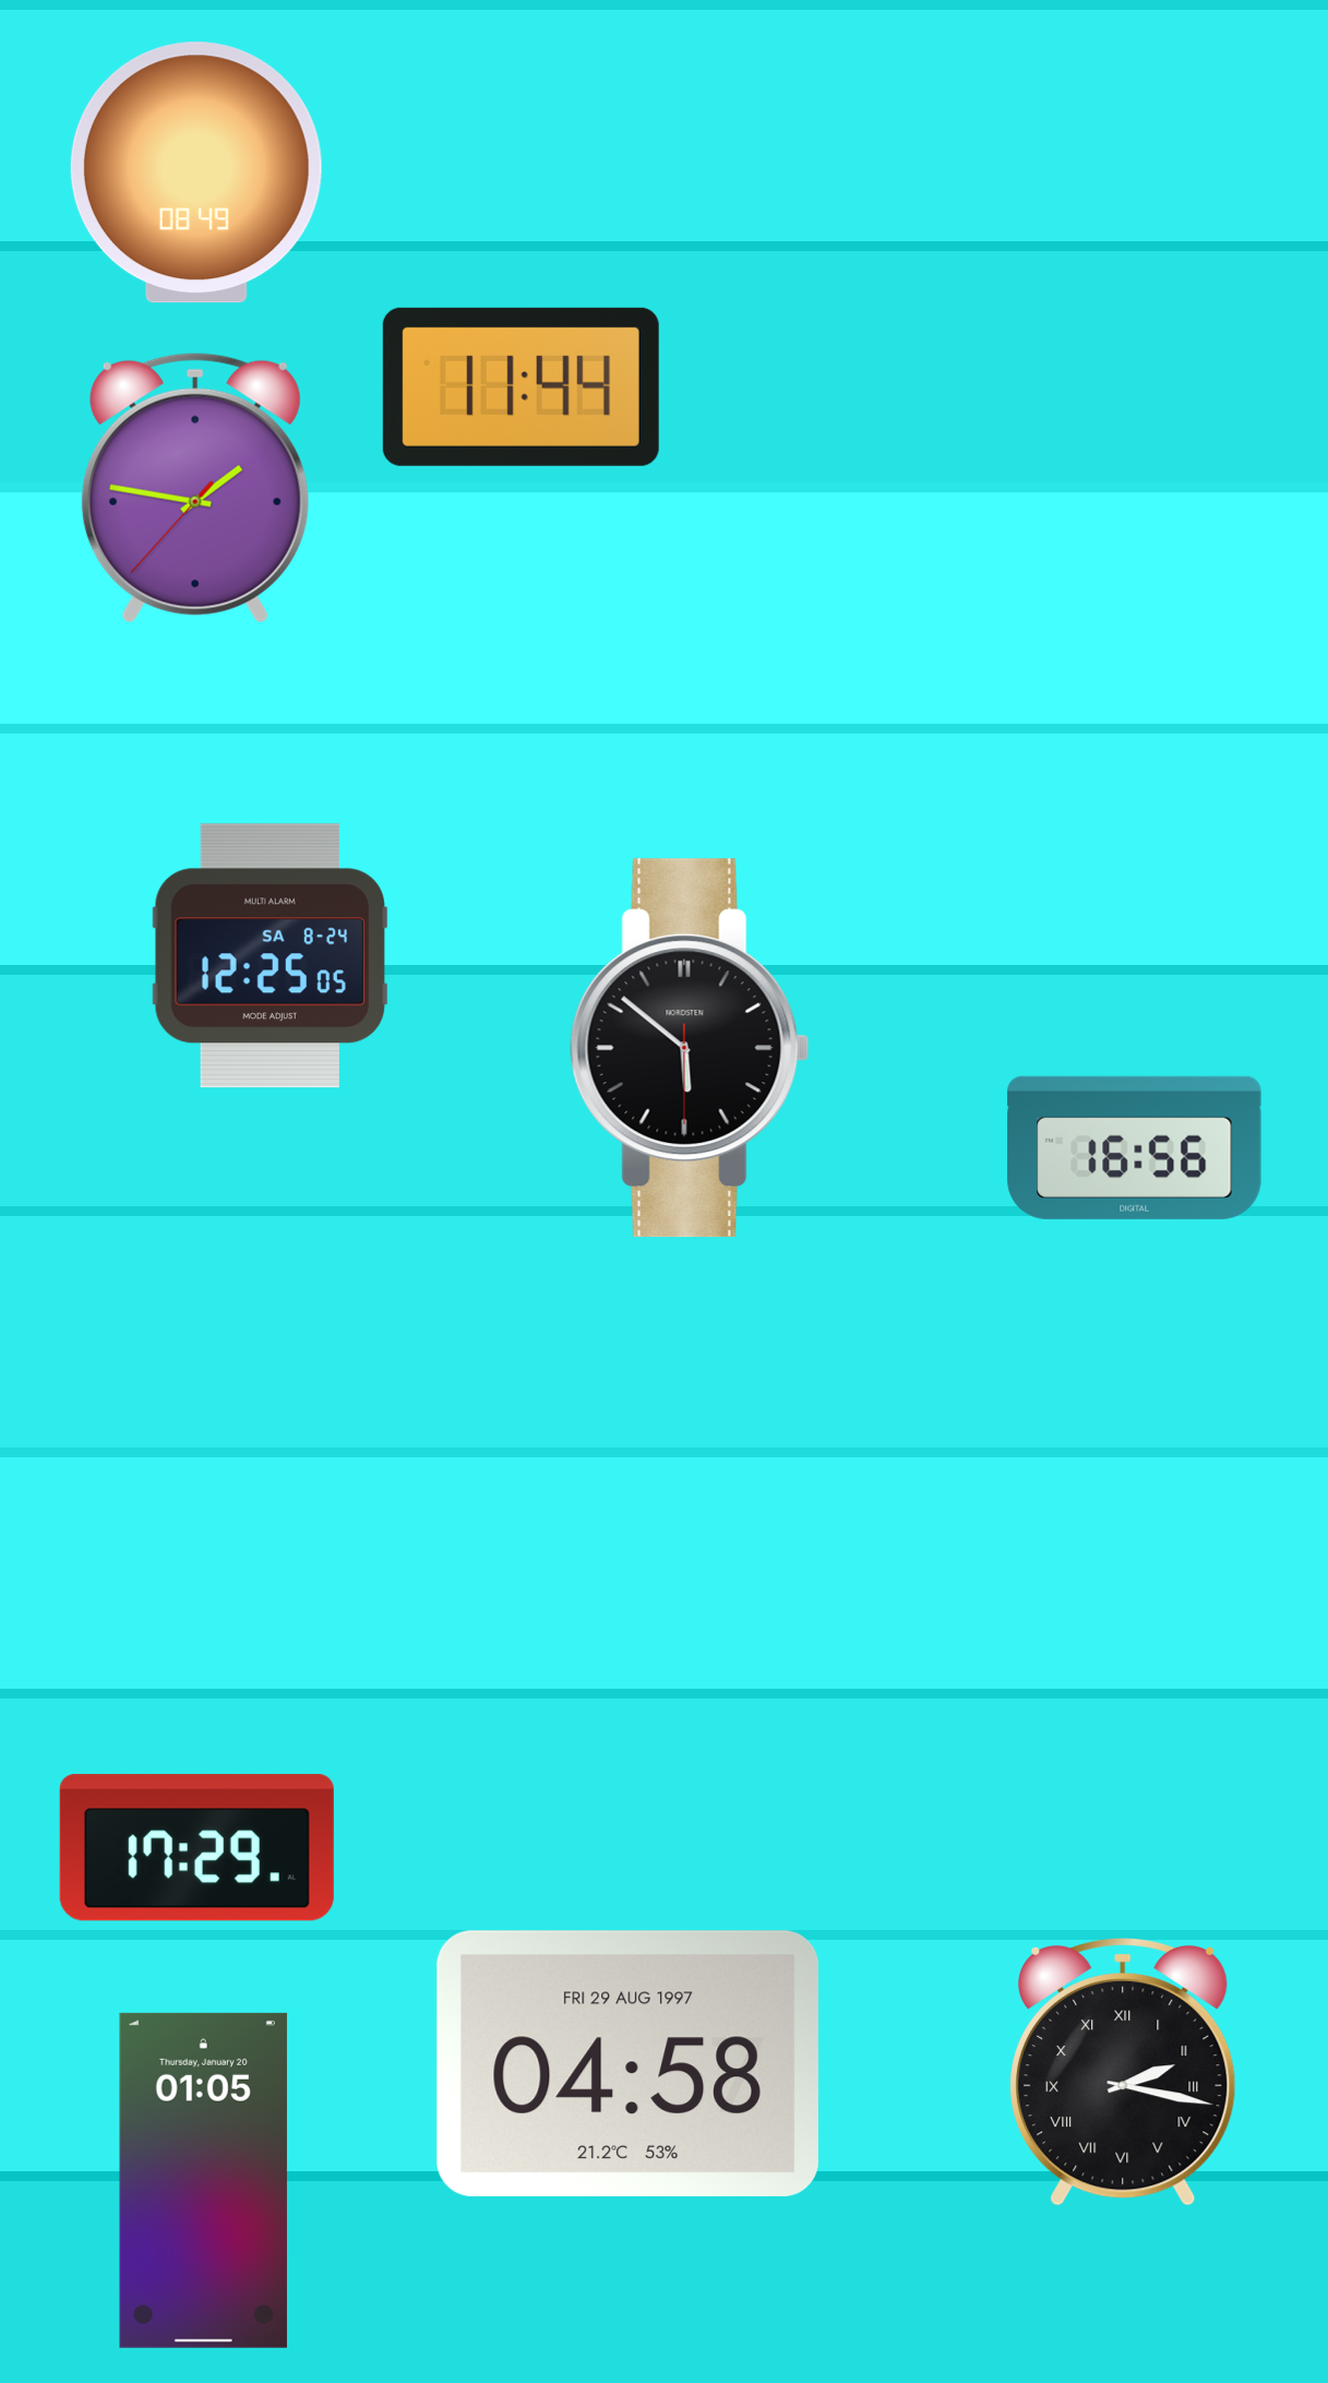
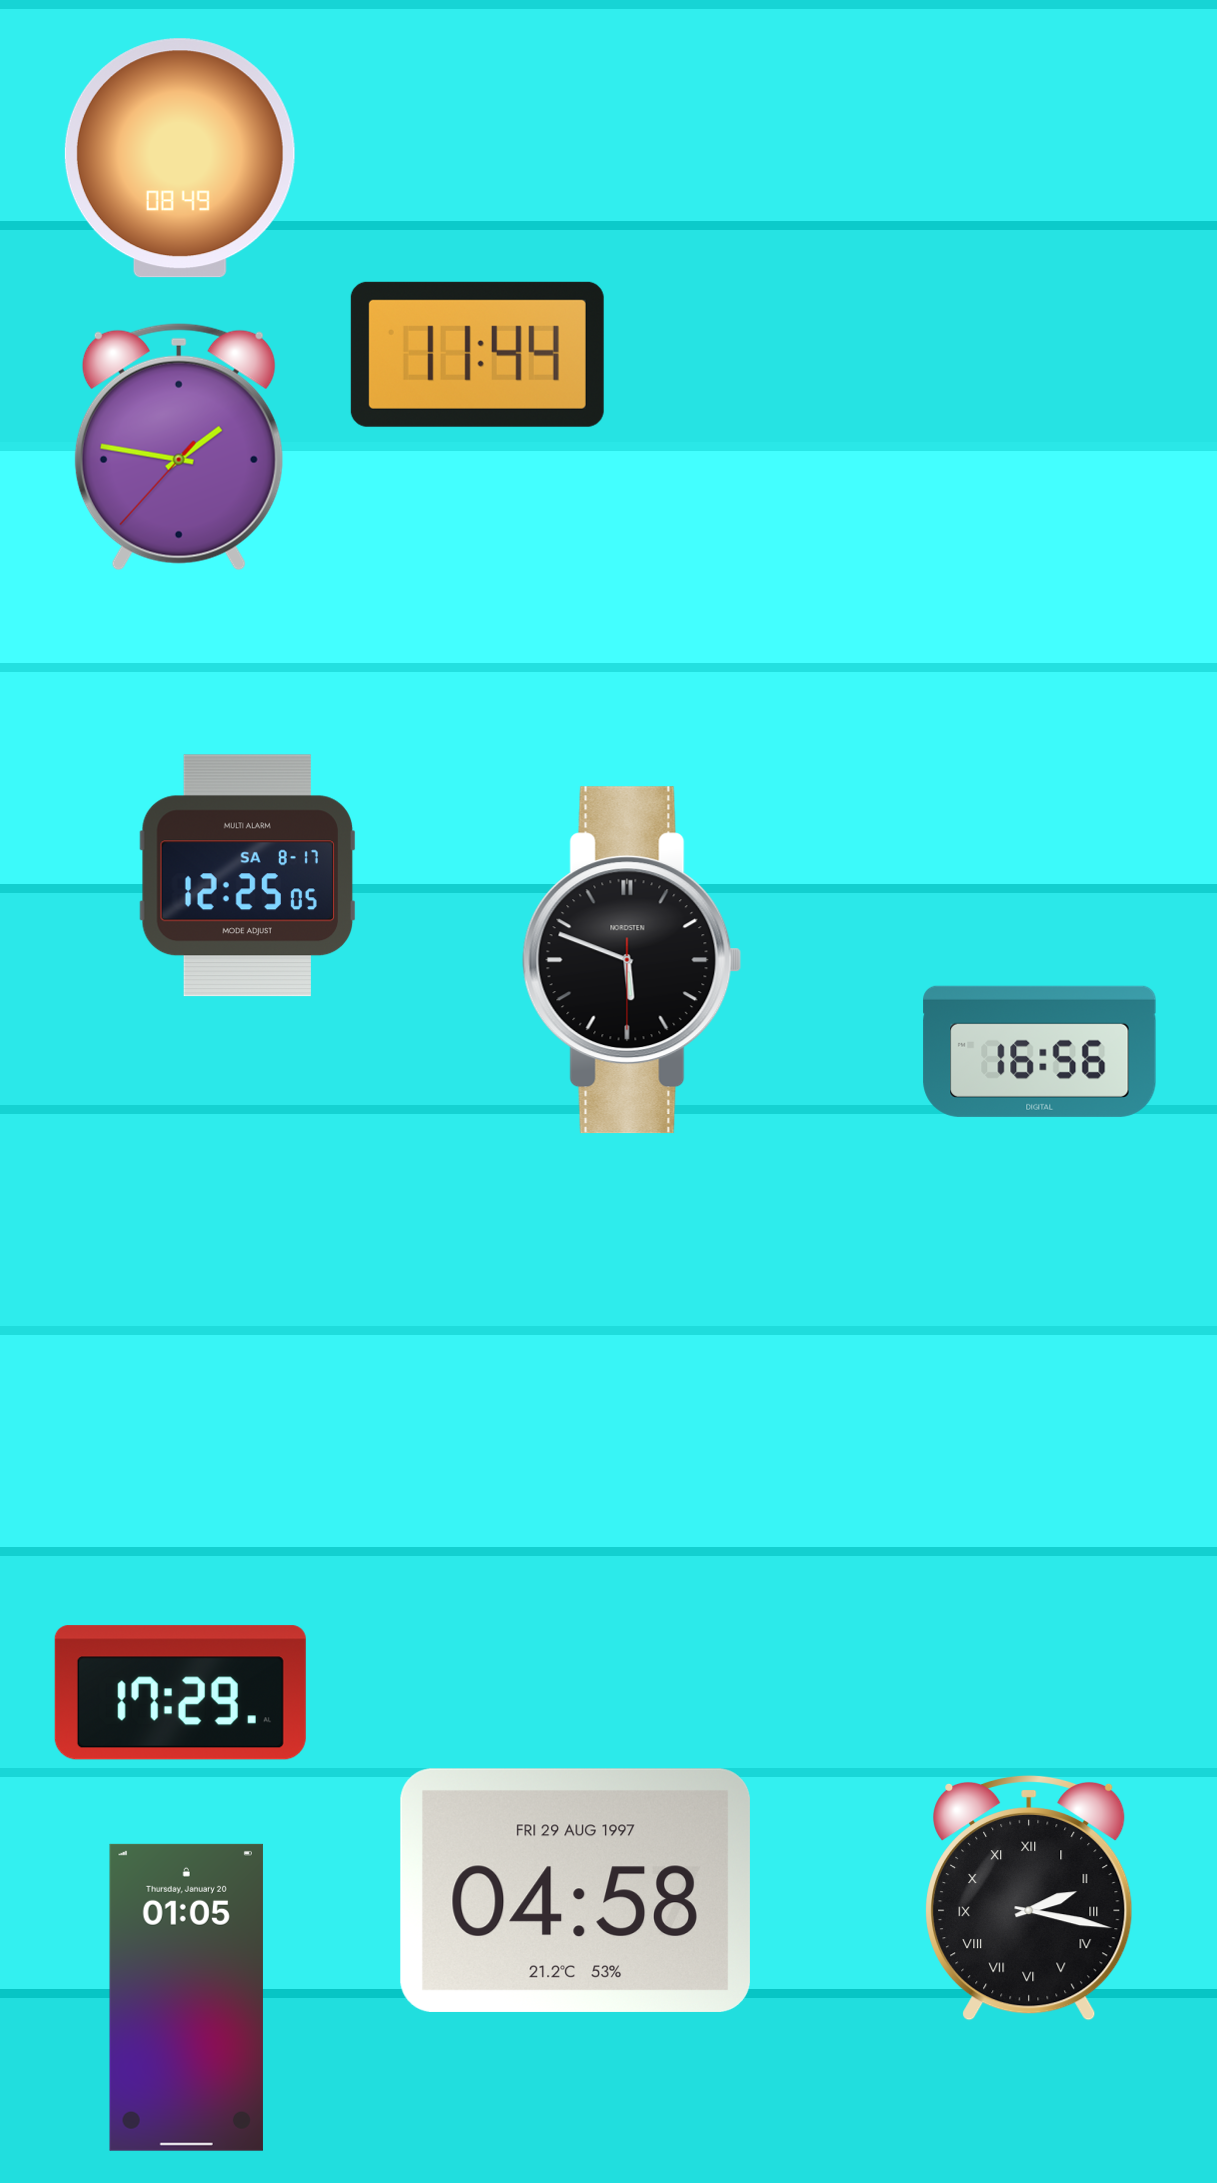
clock at (270, 956) date: SA 8-24 -> SA 8-17
clock at (690, 1048): 5:51 -> 5:48
